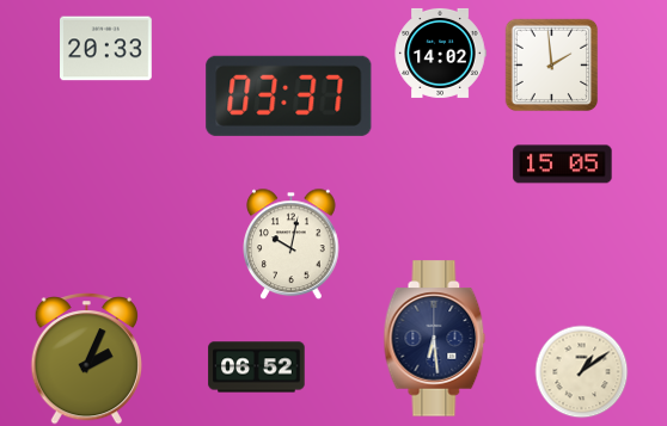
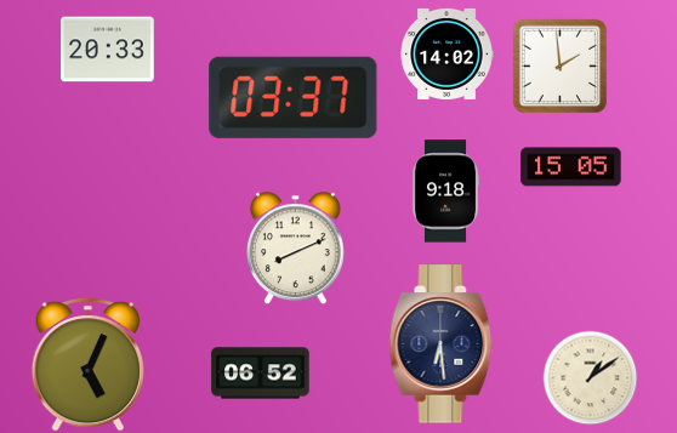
clock at (445, 192): none -> 9:18
clock at (292, 243): 10:02 -> 8:11
clock at (86, 359): 2:04 -> 5:04
